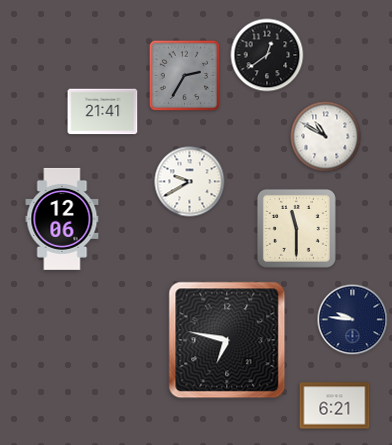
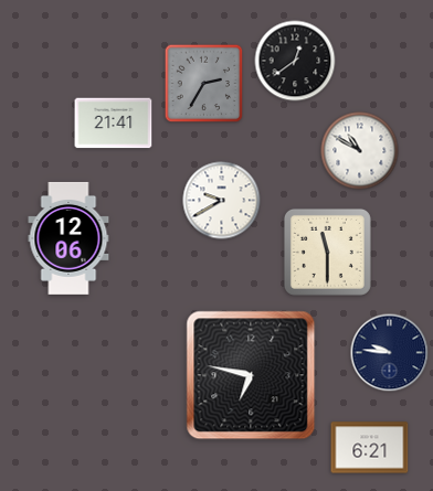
clock at (190, 182) position: (190, 182) -> (222, 201)
clock at (62, 219) position: (62, 219) -> (68, 238)
